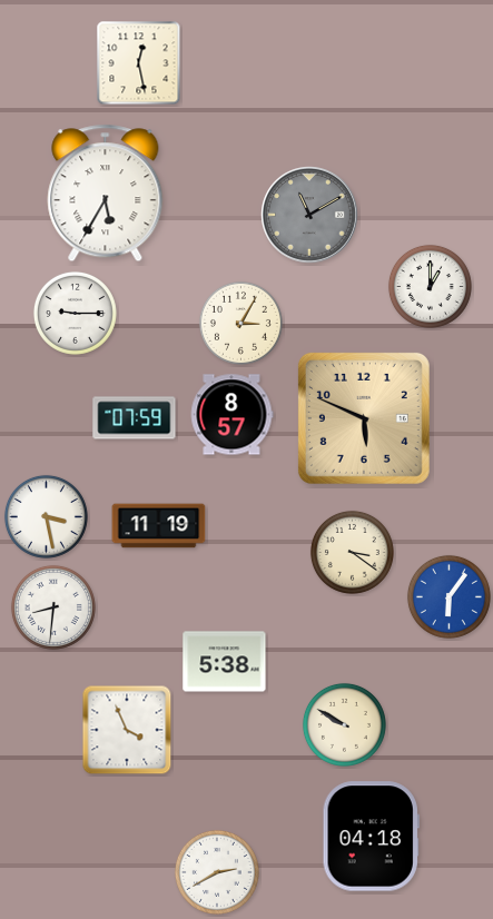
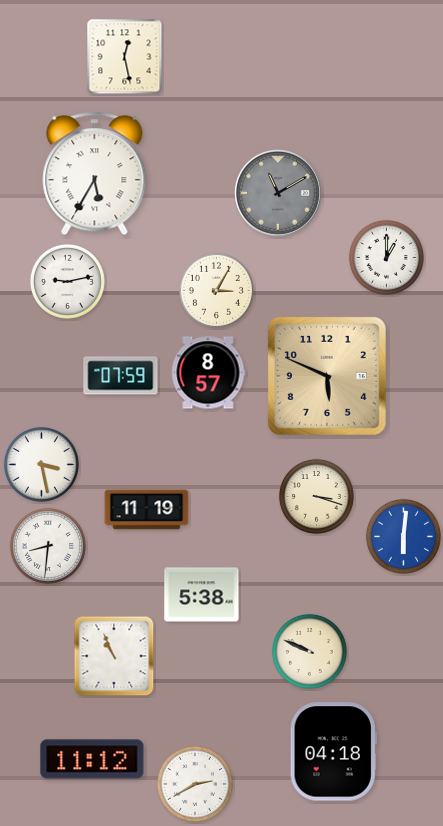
clock at (75, 313): 9:15 -> 9:13
clock at (159, 526) position: (159, 526) -> (147, 510)
clock at (352, 552): 3:21 -> 3:18
clock at (448, 596): 6:06 -> 6:01
clock at (344, 724): 9:50 -> 9:49
clock at (127, 730): 3:56 -> 10:56
clock at (92, 759): none -> 11:12
